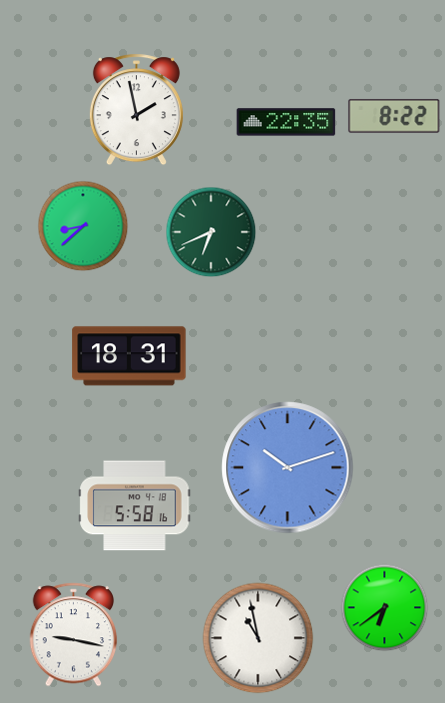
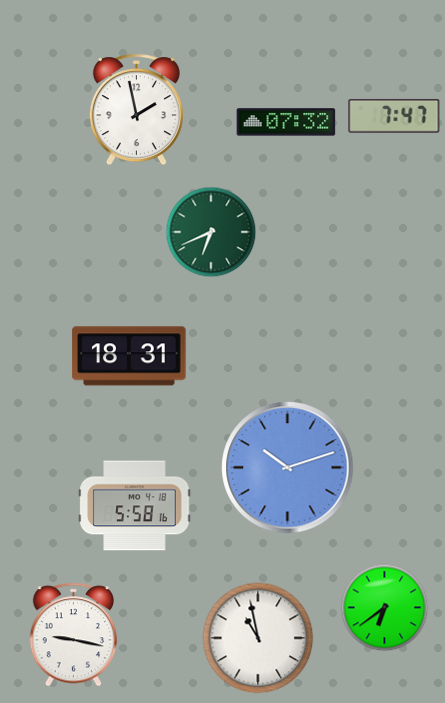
clock at (394, 116): 8:22 -> 7:47
clock at (286, 122): 22:35 -> 07:32
clock at (83, 226): 8:38 -> none
